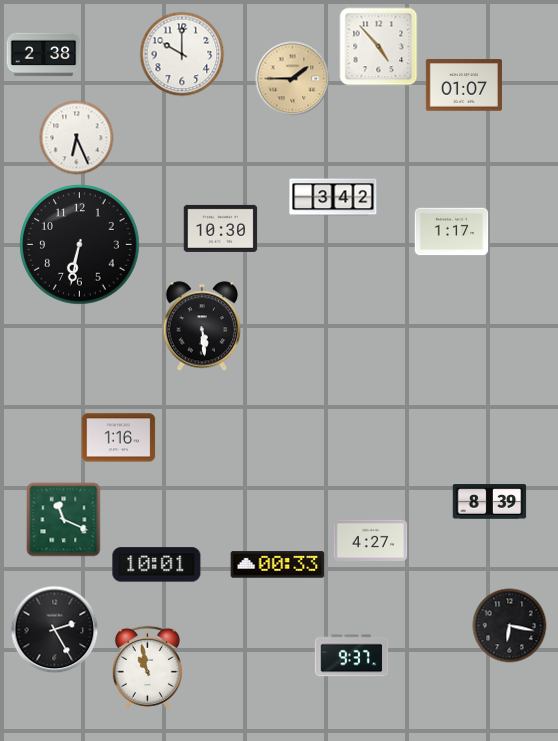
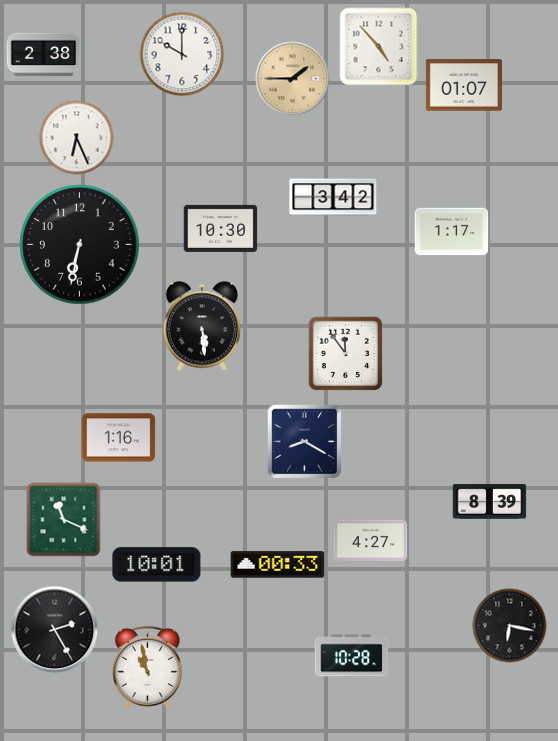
clock at (346, 354): none -> 11:54
clock at (305, 442): none -> 8:20
clock at (352, 656): 9:37 -> 10:28
